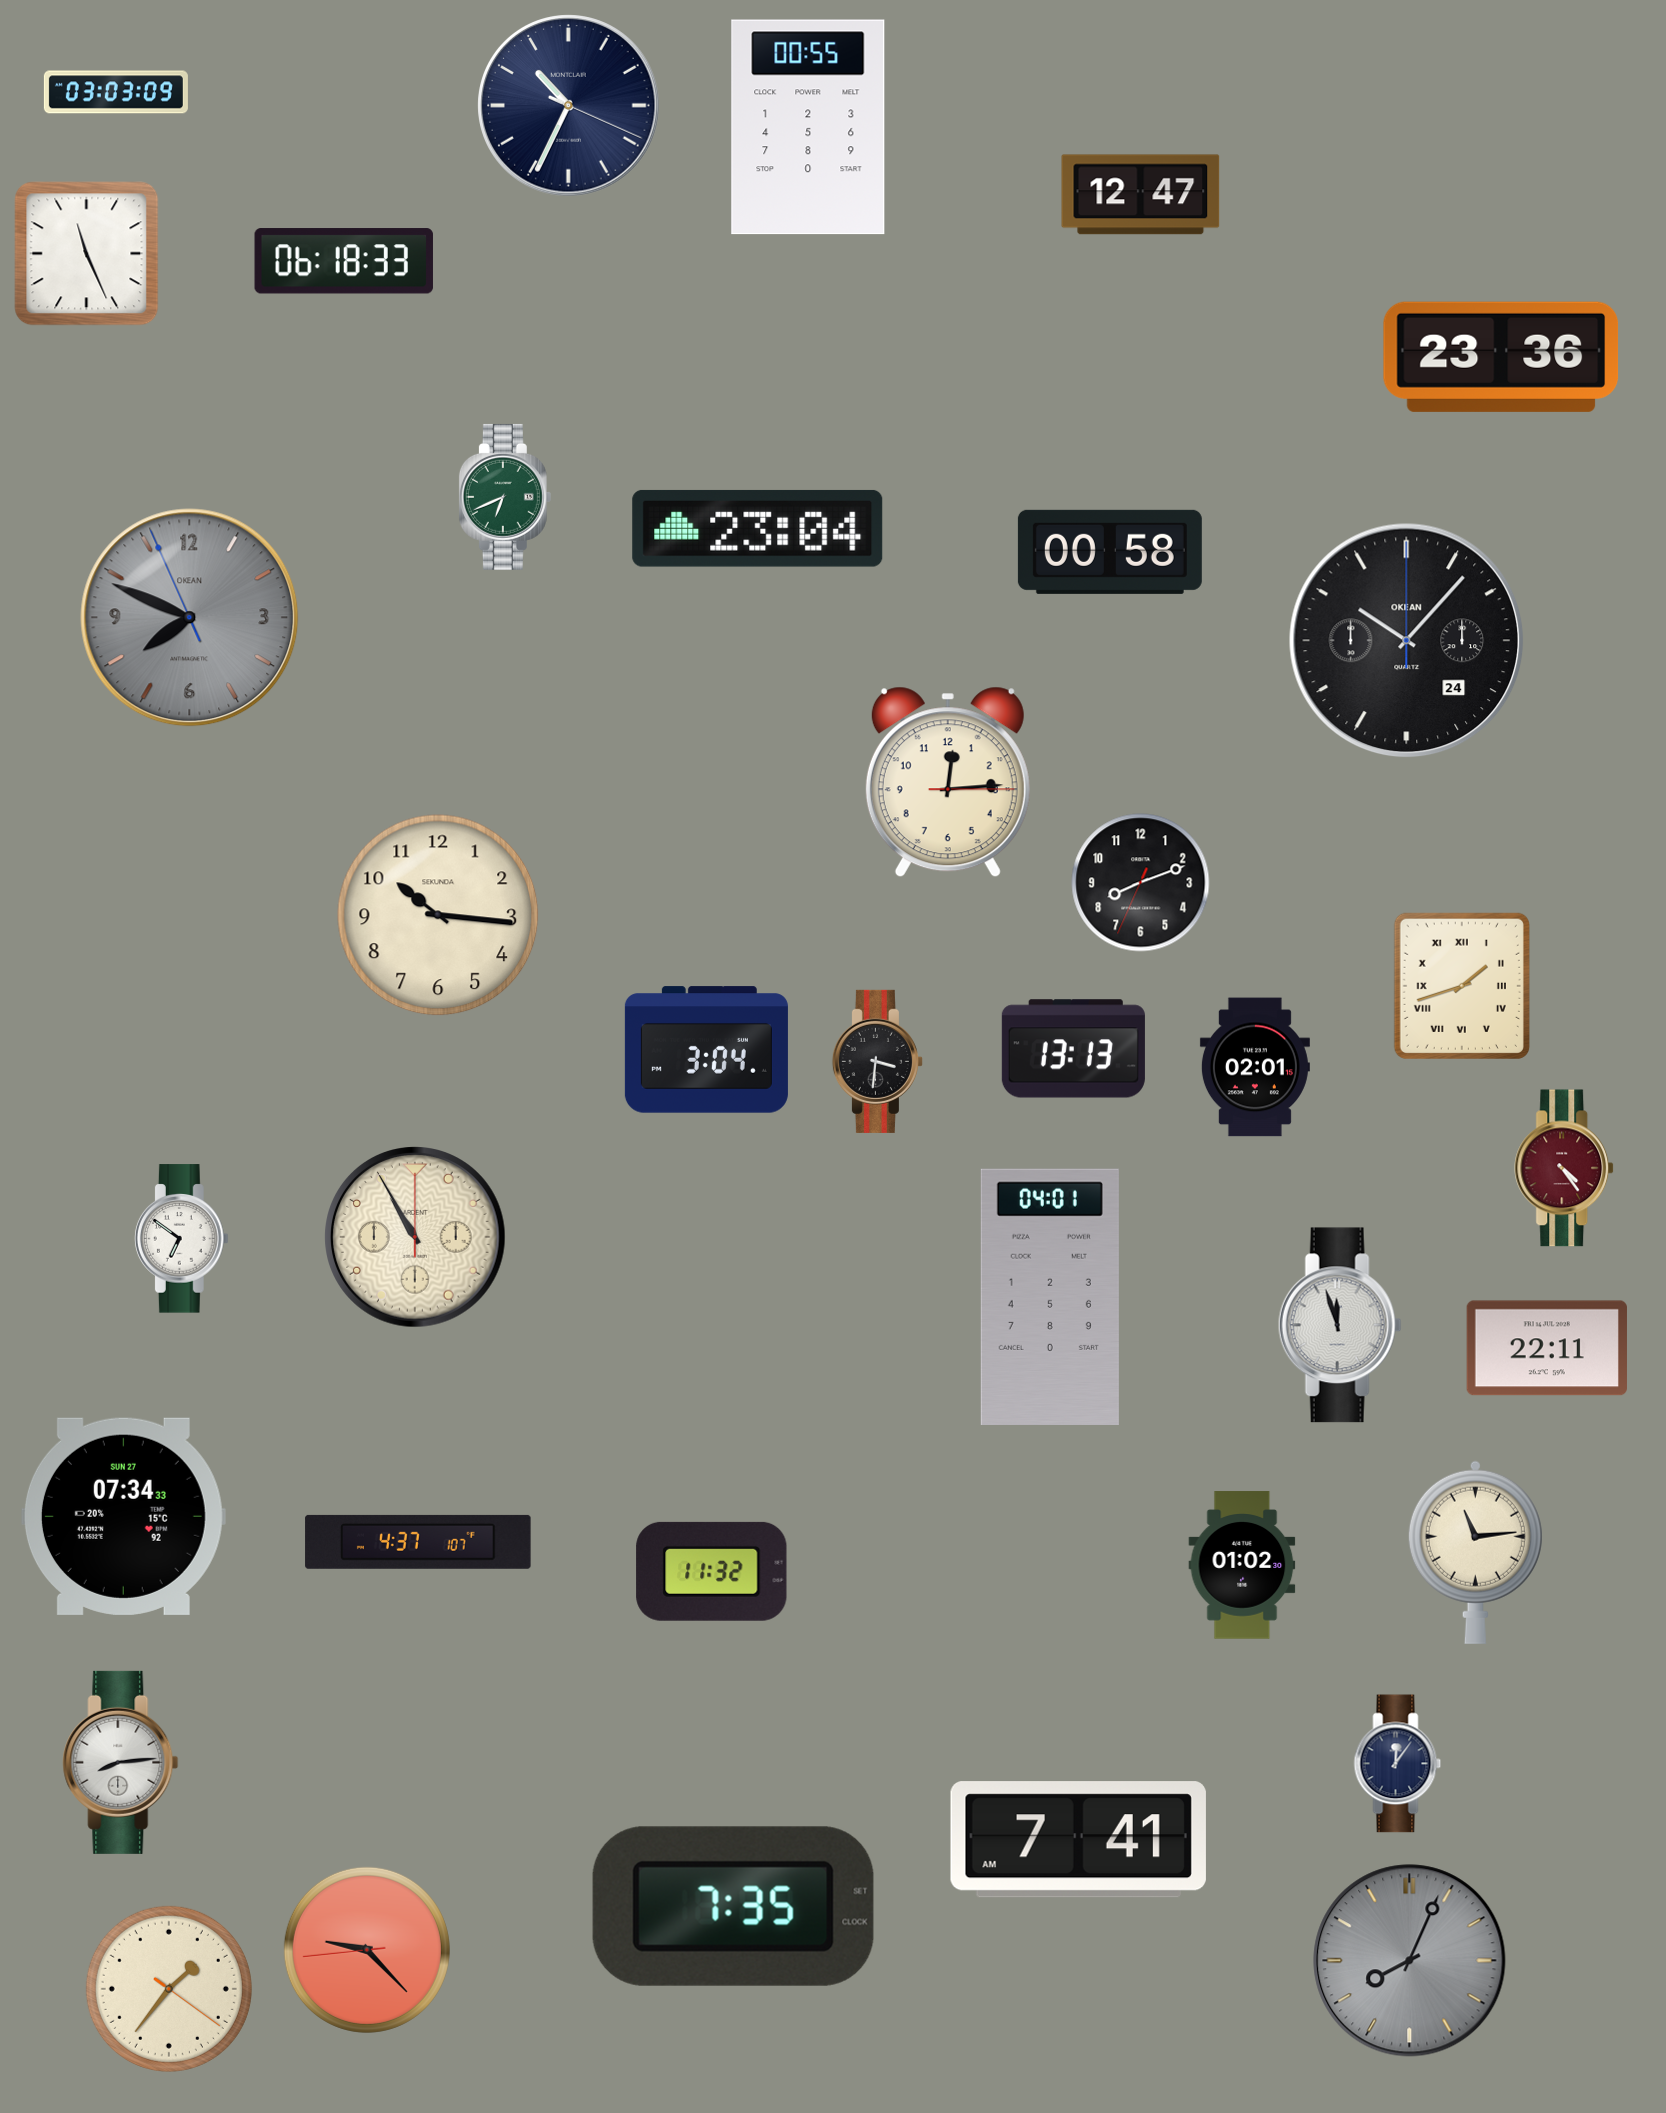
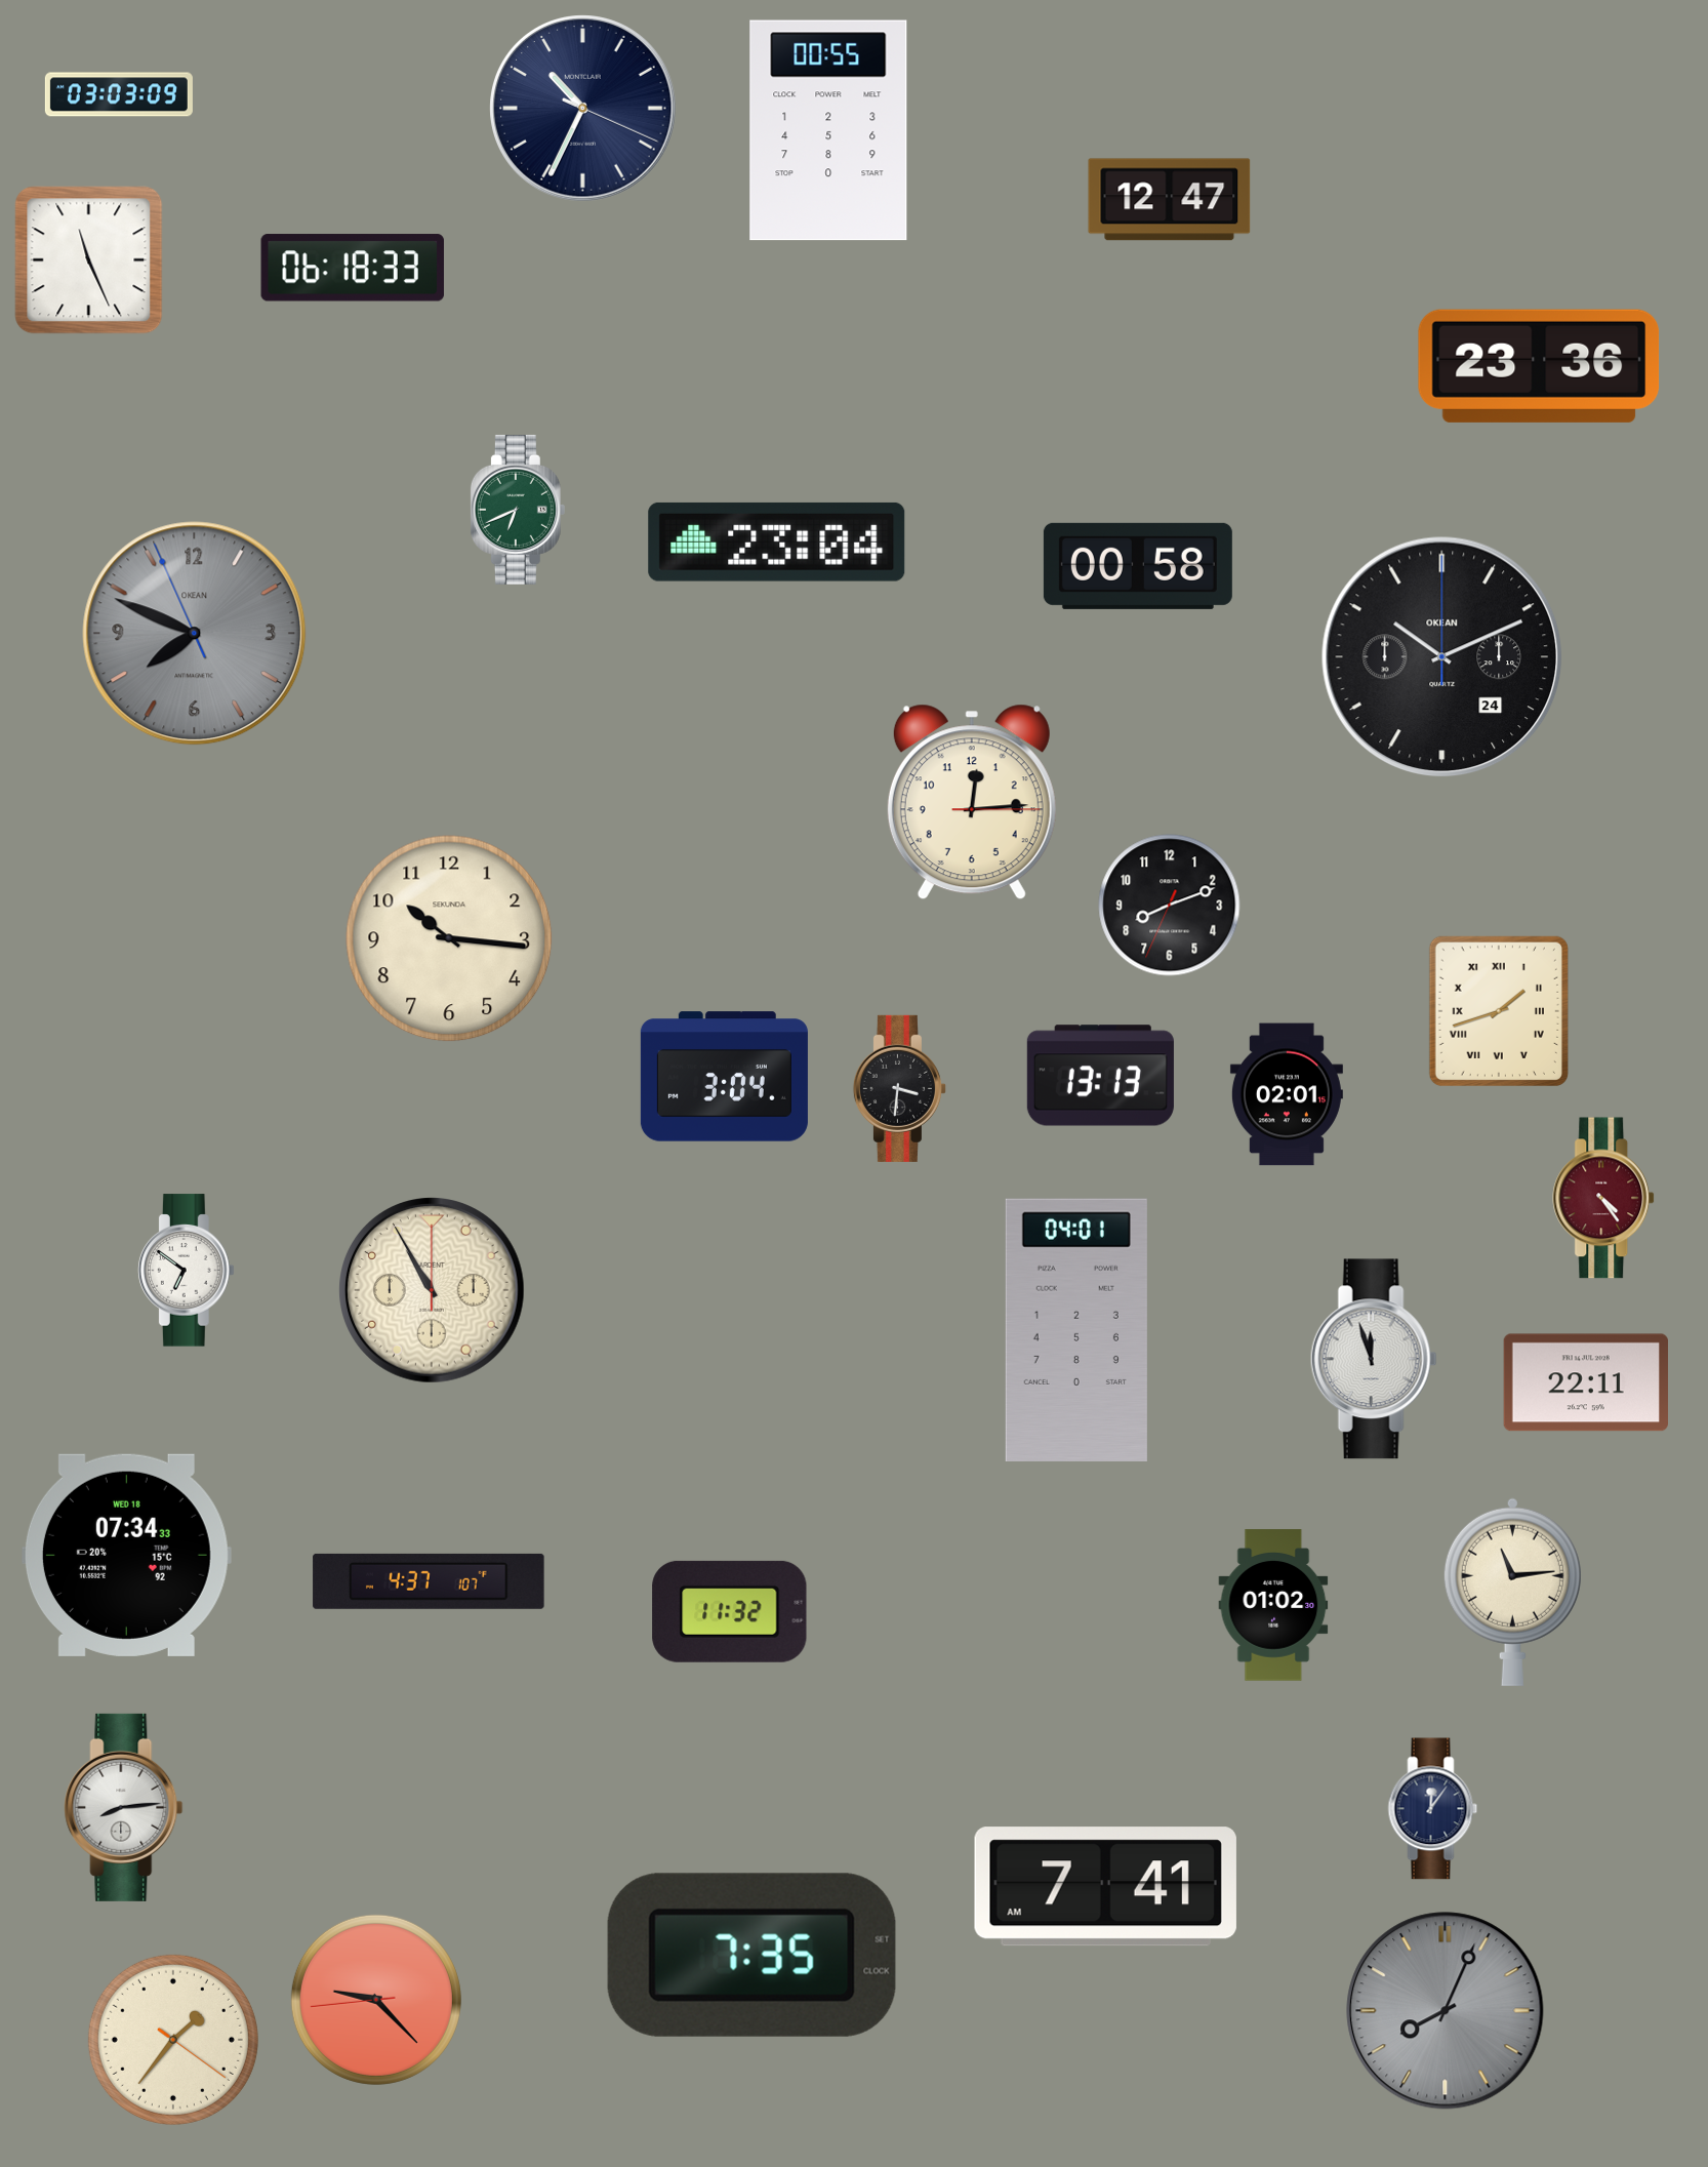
clock at (1407, 641): 10:07 -> 10:11
clock at (415, 1237) position: (415, 1237) -> (432, 1290)
clock at (123, 1516) date: SUN 27 -> WED 18
